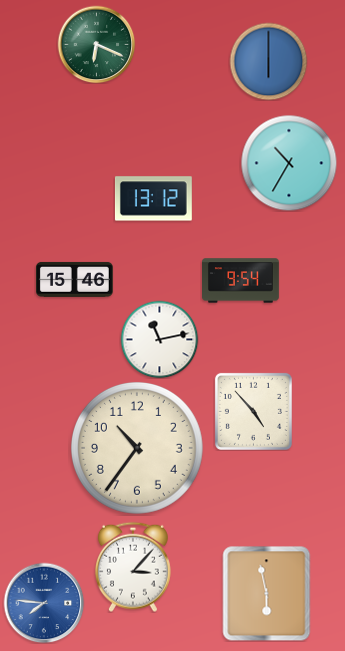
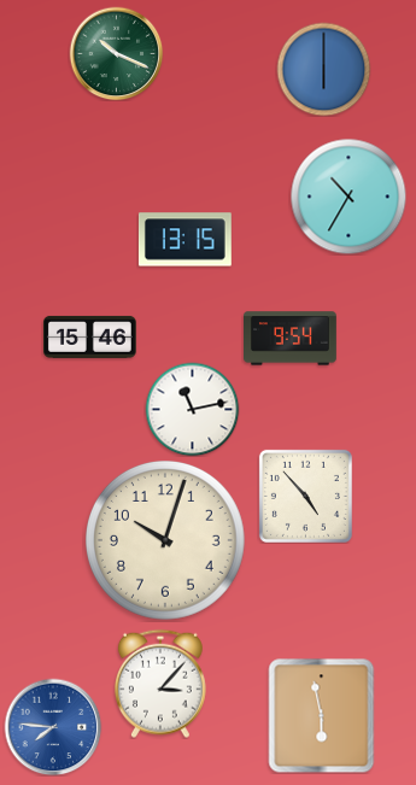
clock at (96, 44): 6:19 -> 10:19
clock at (268, 61) position: (268, 61) -> (323, 69)
clock at (153, 199): 13:12 -> 13:15
clock at (137, 448): 10:36 -> 10:03
